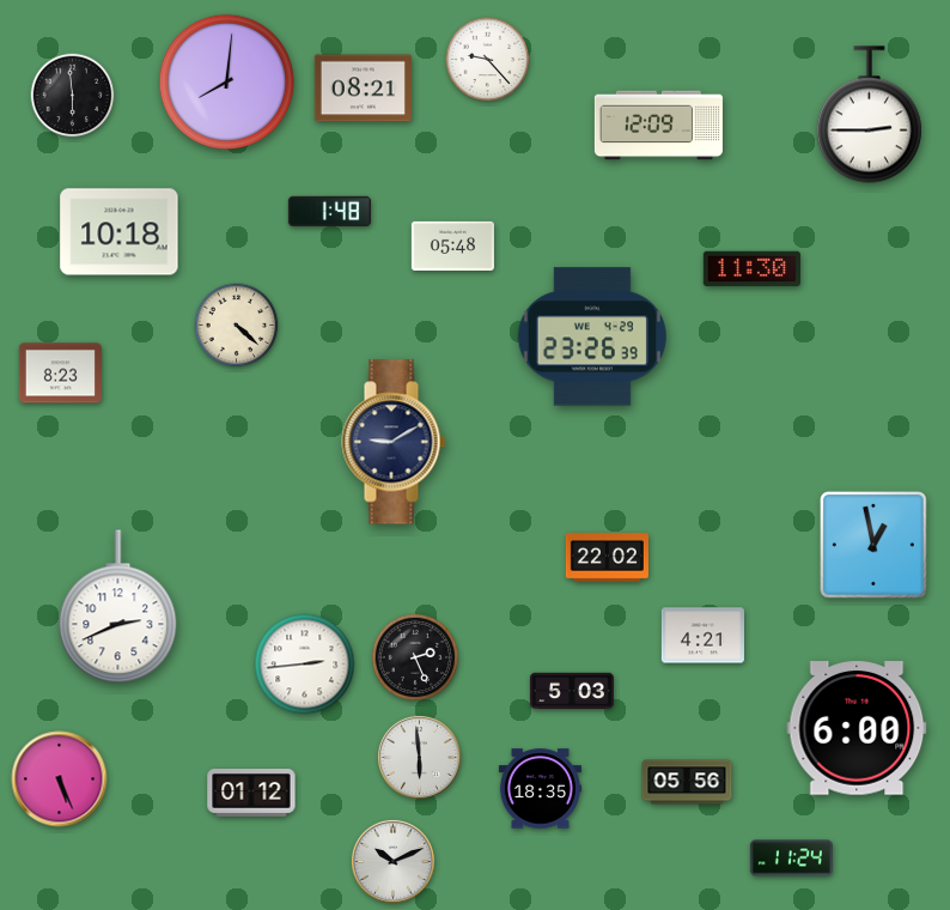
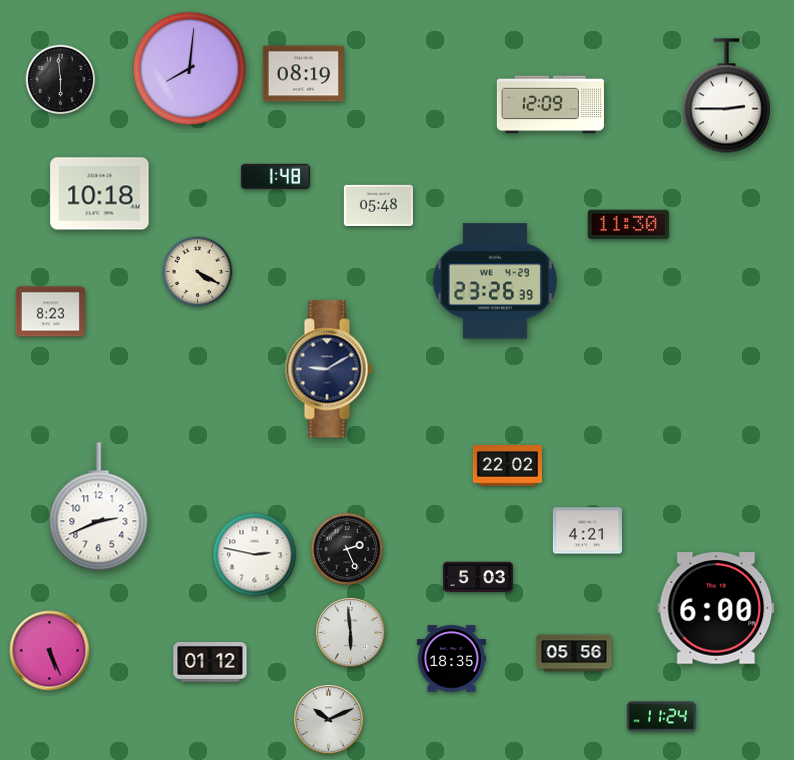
clock at (488, 60): 9:23 -> none
clock at (363, 89): 08:21 -> 08:19
clock at (237, 326): 4:22 -> 4:20
clock at (873, 545): 12:58 -> none
clock at (305, 665): 2:44 -> 2:47
